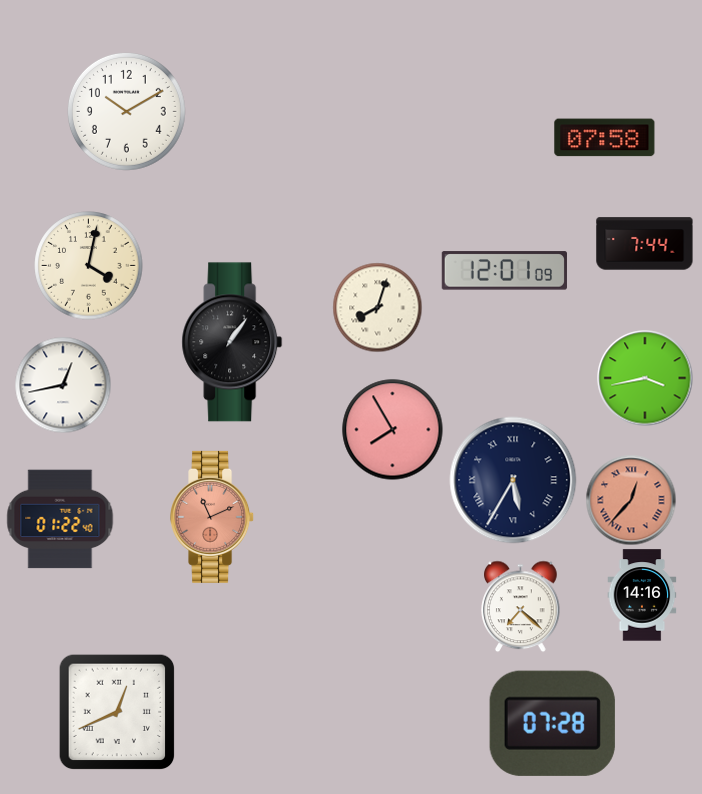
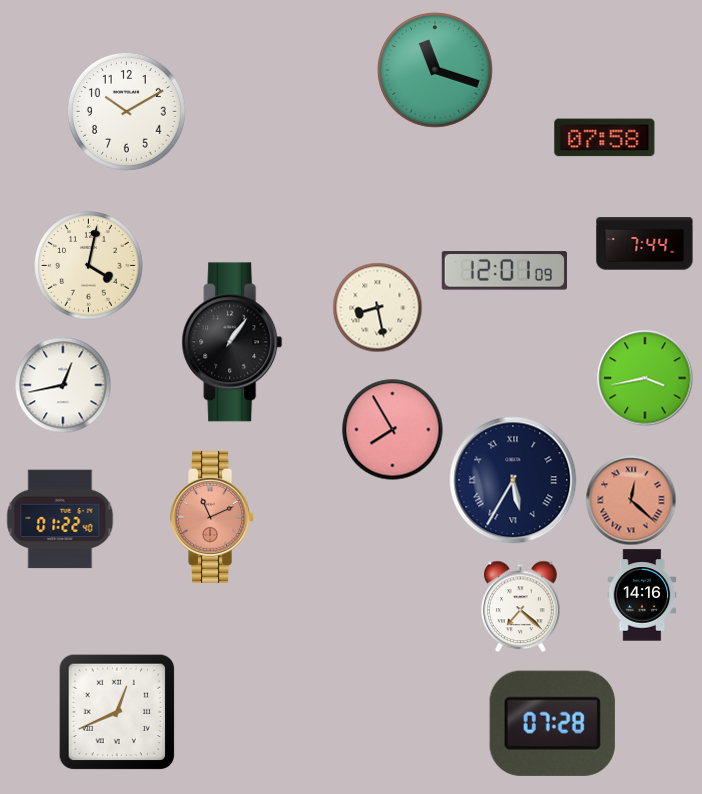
clock at (436, 71): none -> 11:18
clock at (377, 307): 8:03 -> 8:28
clock at (631, 500): 12:37 -> 12:22
